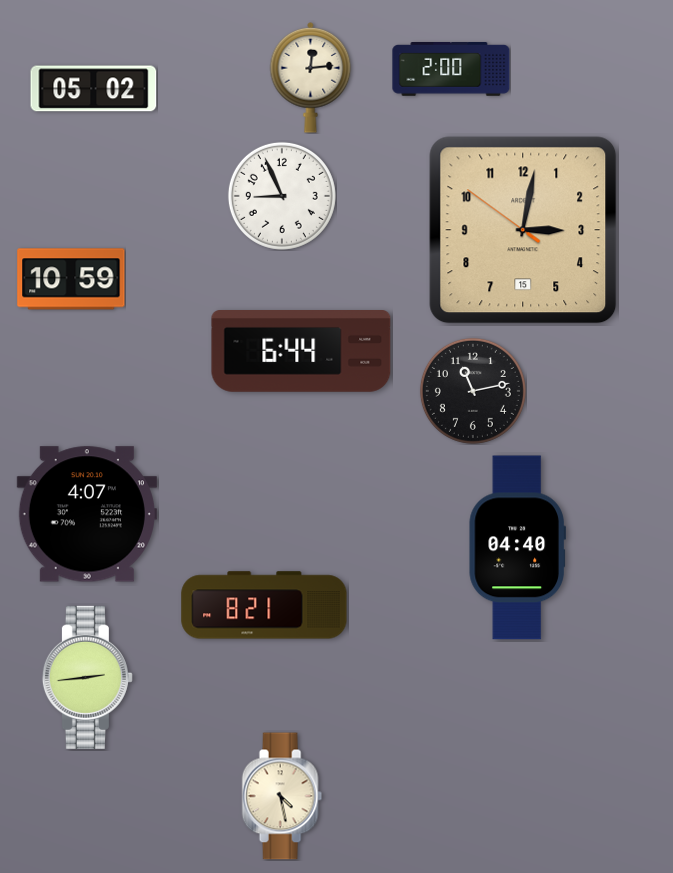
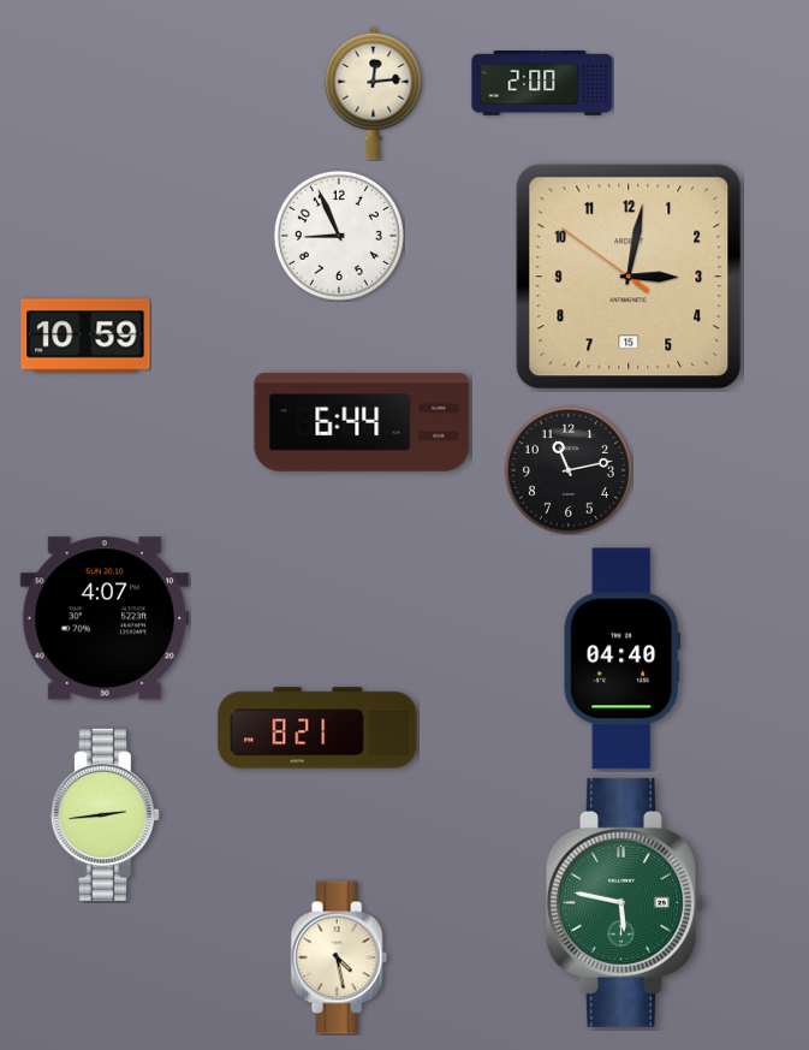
clock at (94, 89): 05:02 -> none
clock at (625, 902): none -> 5:47
